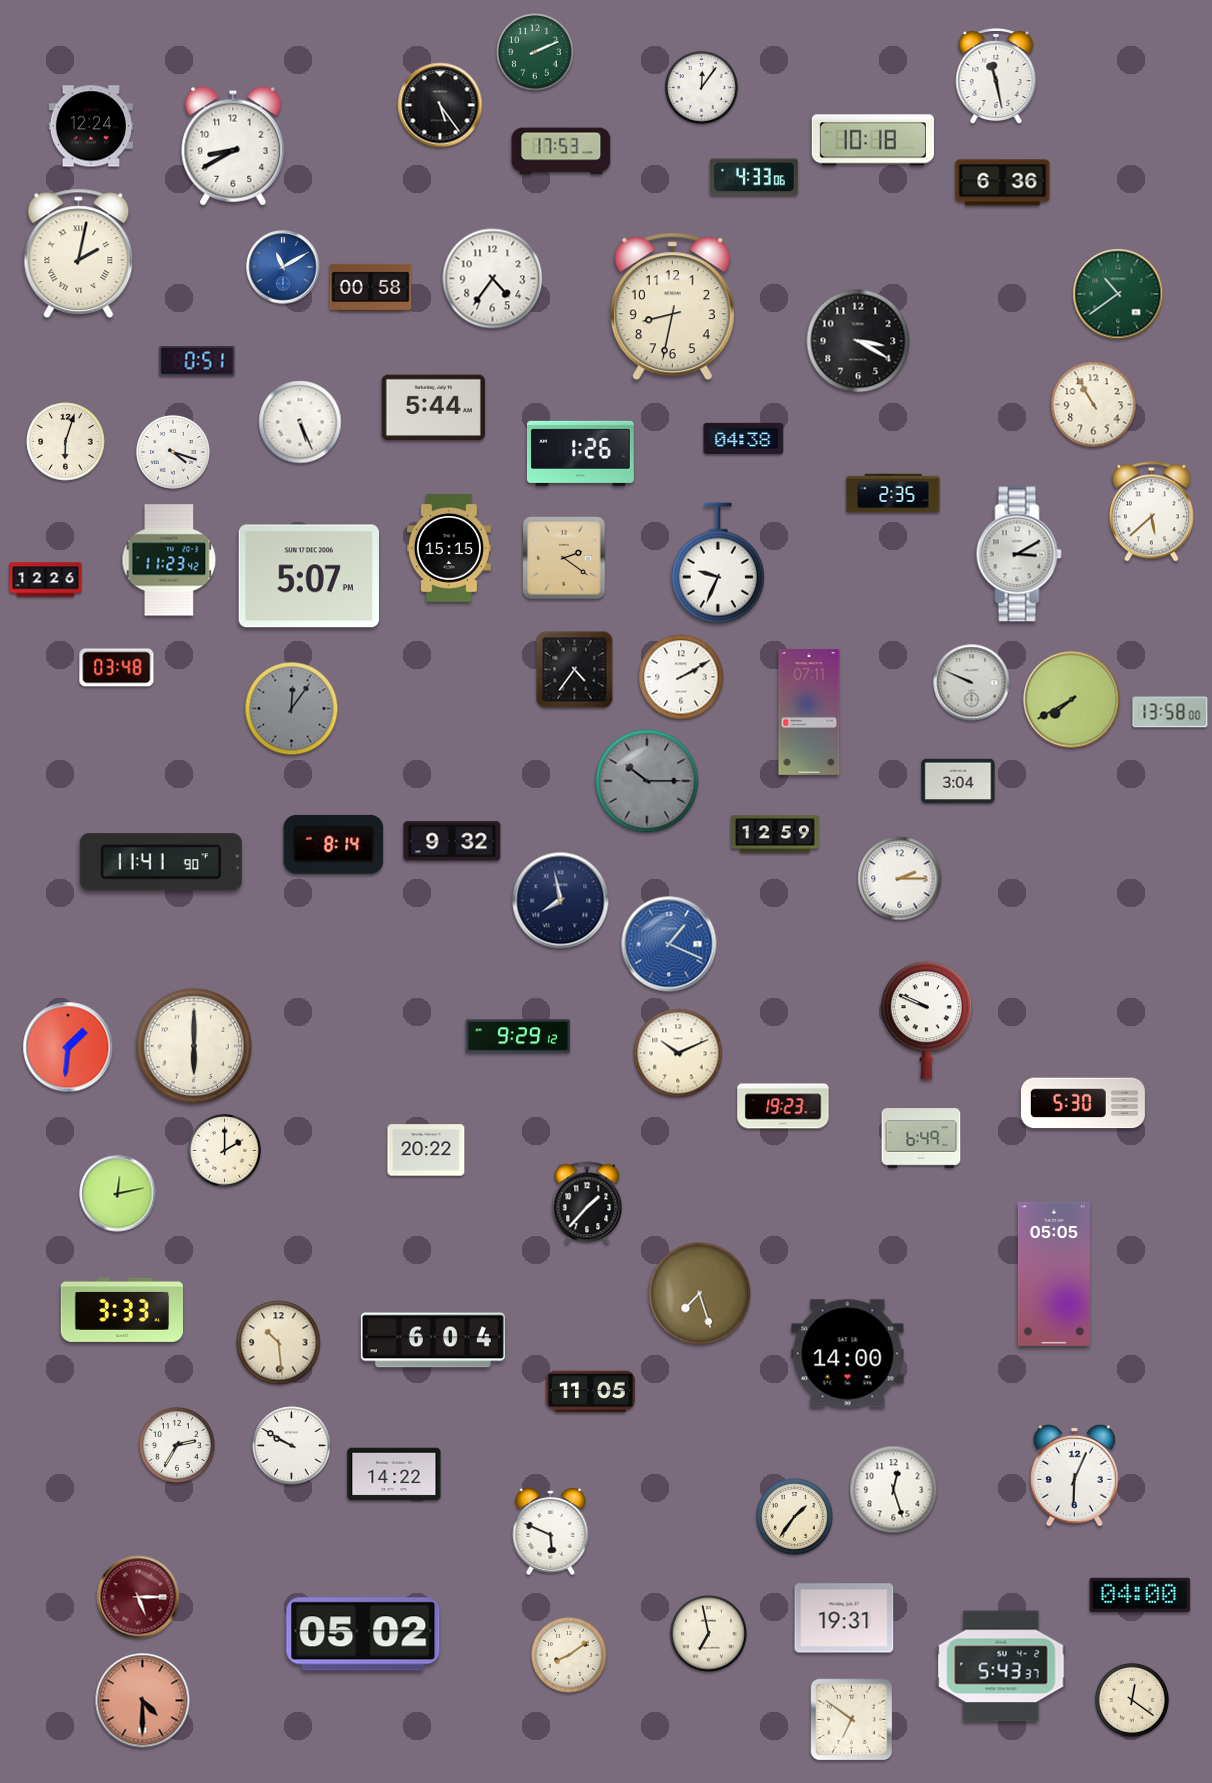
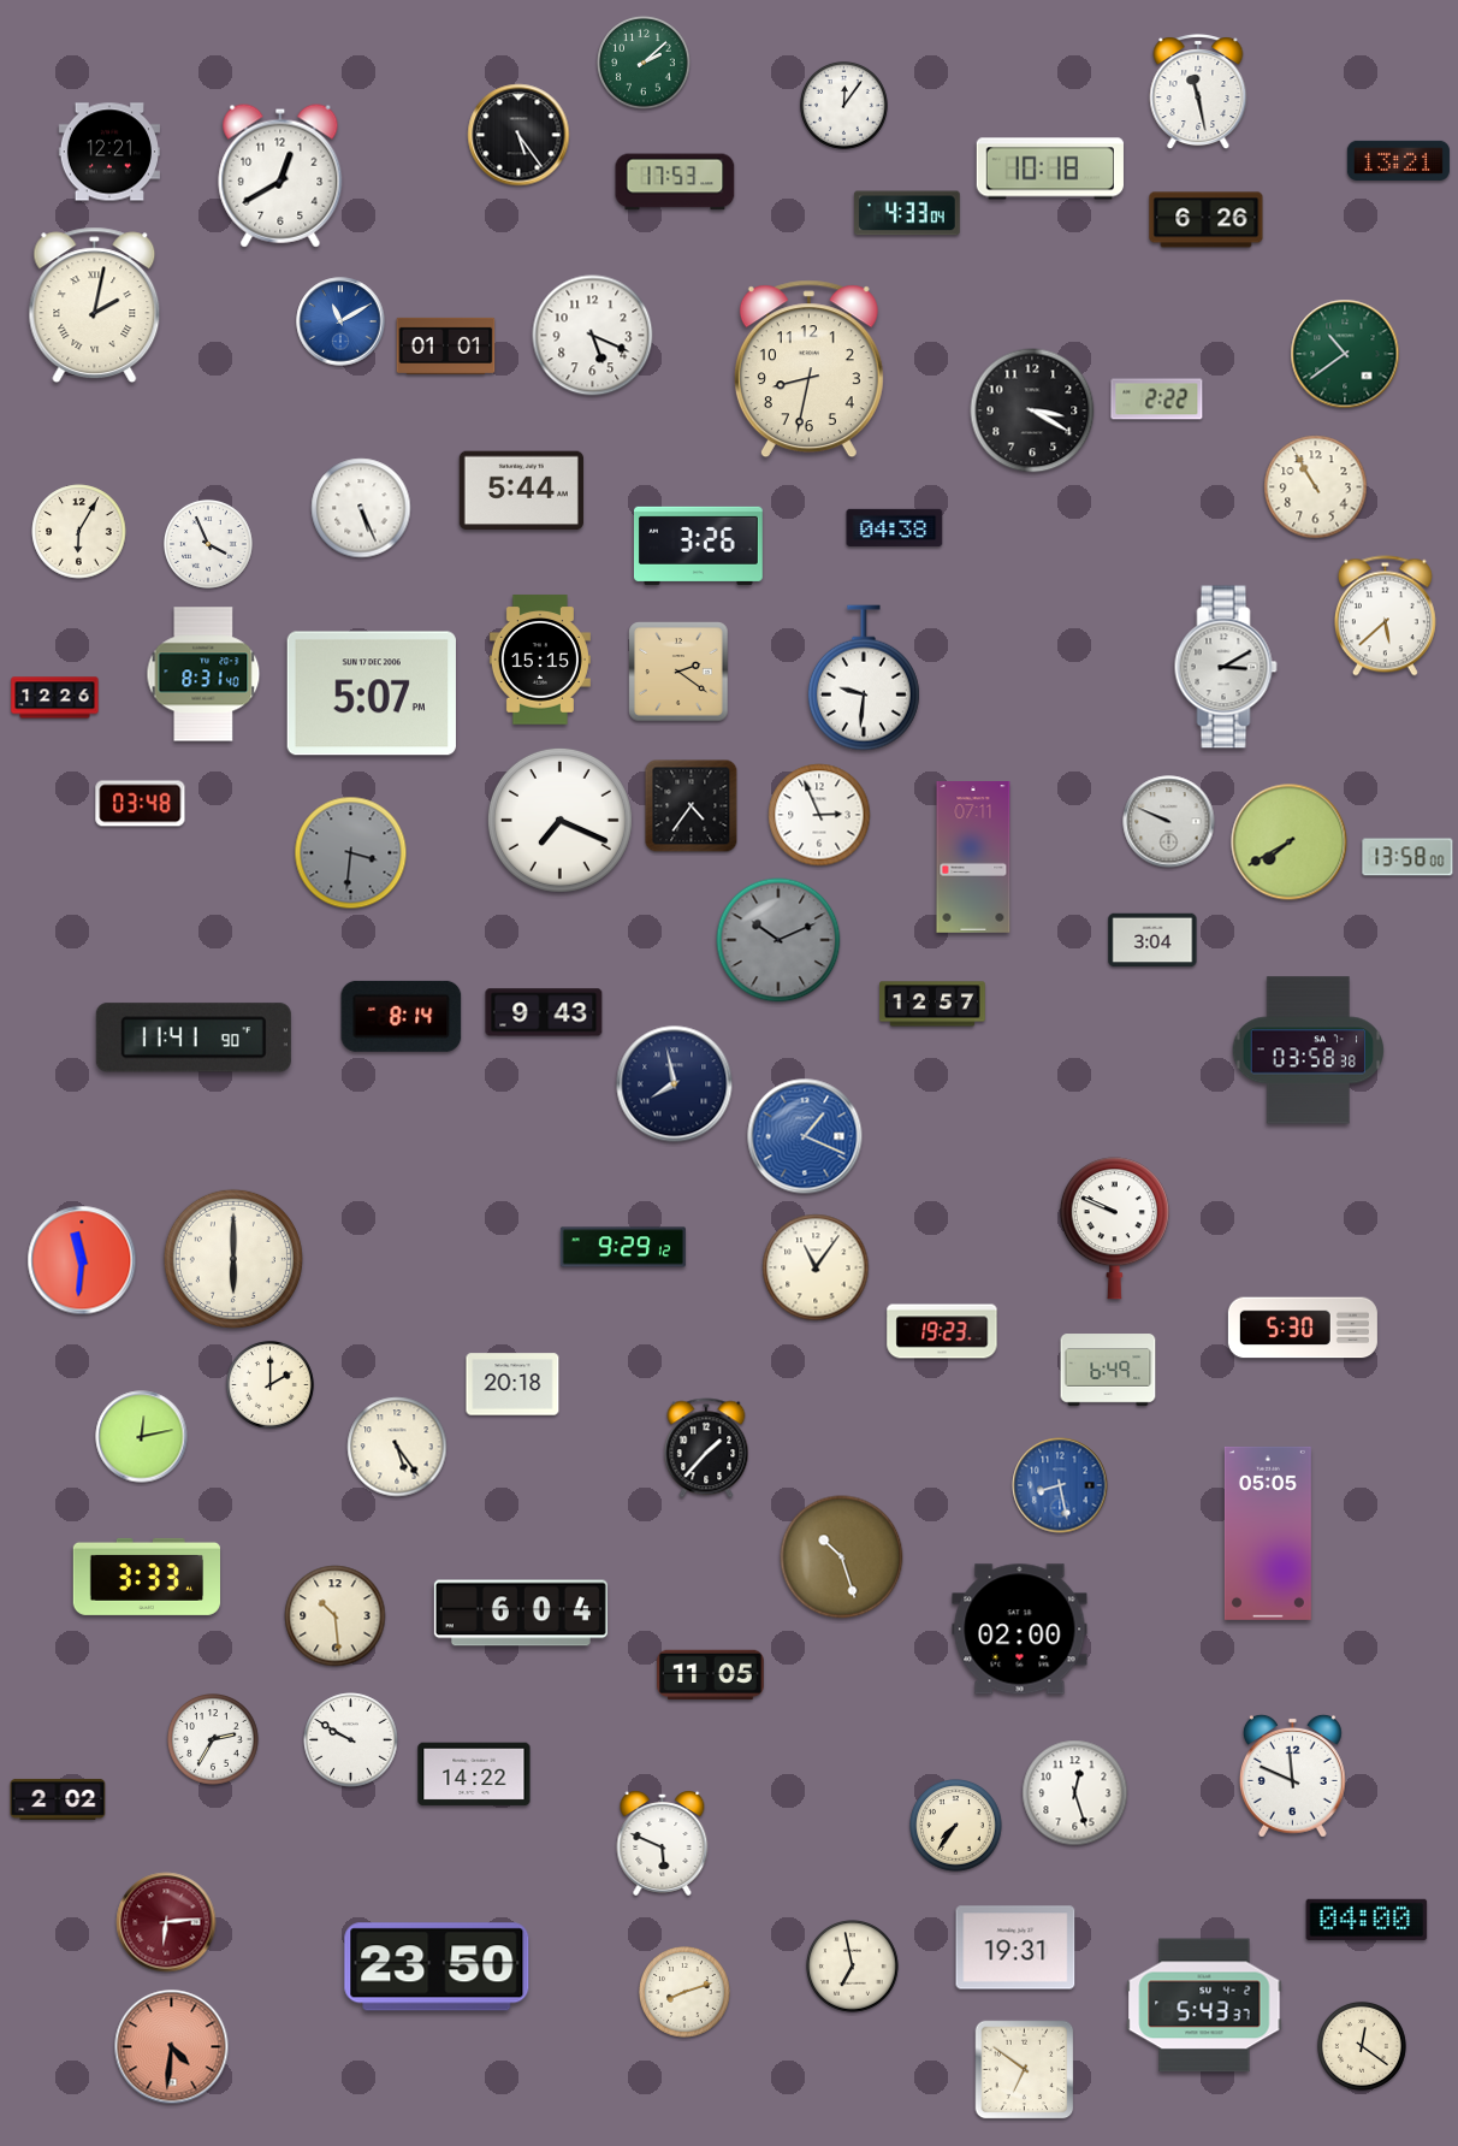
clock at (535, 52): 2:11 -> 2:08
clock at (440, 105) position: (440, 105) -> (518, 135)
clock at (90, 126): 12:24 -> 12:21
clock at (1398, 160): none -> 13:21
clock at (233, 146): 8:40 -> 12:40
clock at (754, 177): 4:33:06 -> 4:33:04
clock at (1003, 183): 6:36 -> 6:26
clock at (493, 279): 4:36 -> 5:19
clock at (371, 287): 00:58 -> 01:01
clock at (1157, 400): none -> 2:22
clock at (197, 361): 0:51 -> none
clock at (66, 442): 6:03 -> 6:05
clock at (173, 452): 4:18 -> 3:56
clock at (580, 453): 1:26 -> 3:26
clock at (893, 493): 2:35 -> none
clock at (169, 560): 11:23 -> 8:31
clock at (718, 563): 9:34 -> 9:31
clock at (681, 677): 2:10 -> 2:56
clock at (559, 820): none -> 7:19
clock at (292, 709): 12:06 -> 3:31
clock at (647, 781): 10:15 -> 10:11
clock at (775, 834): 12:59 -> 12:57
clock at (452, 841): 9:32 -> 9:43
clock at (1309, 1051): none -> 03:58
clock at (900, 879): 2:15 -> none
clock at (68, 1047): 1:31 -> 11:31
clock at (678, 1053): 10:11 -> 11:06
clock at (426, 1150): 20:22 -> 20:18
clock at (397, 1447): none -> 5:24
clock at (1060, 1485): none -> 8:28
clock at (700, 1294): 7:27 -> 10:27
clock at (848, 1354): 14:00 -> 02:00
clock at (1074, 1475): 6:04 -> 11:49
clock at (58, 1799): none -> 2:02
clock at (795, 1517): 1:36 -> 7:36
clock at (1140, 1595) position: (1140, 1595) -> (1367, 1920)
clock at (138, 1597): 5:15 -> 6:14
clock at (363, 1634): 05:02 -> 23:50
clock at (570, 1655): 8:09 -> 8:12
clock at (143, 1701): 4:30 -> 4:31
